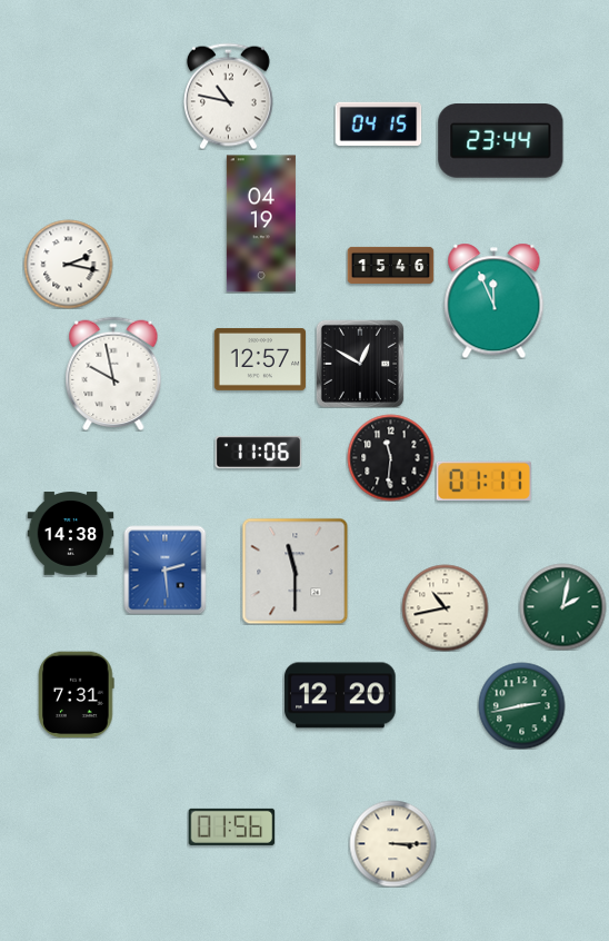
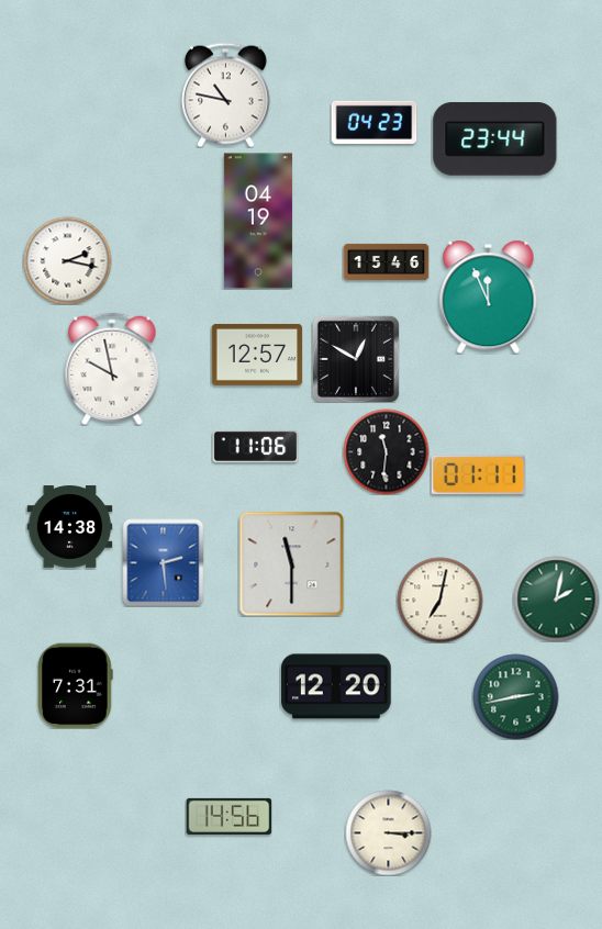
clock at (378, 123): 04:15 -> 04:23
clock at (445, 607): 10:43 -> 7:02
clock at (231, 826): 01:56 -> 14:56
